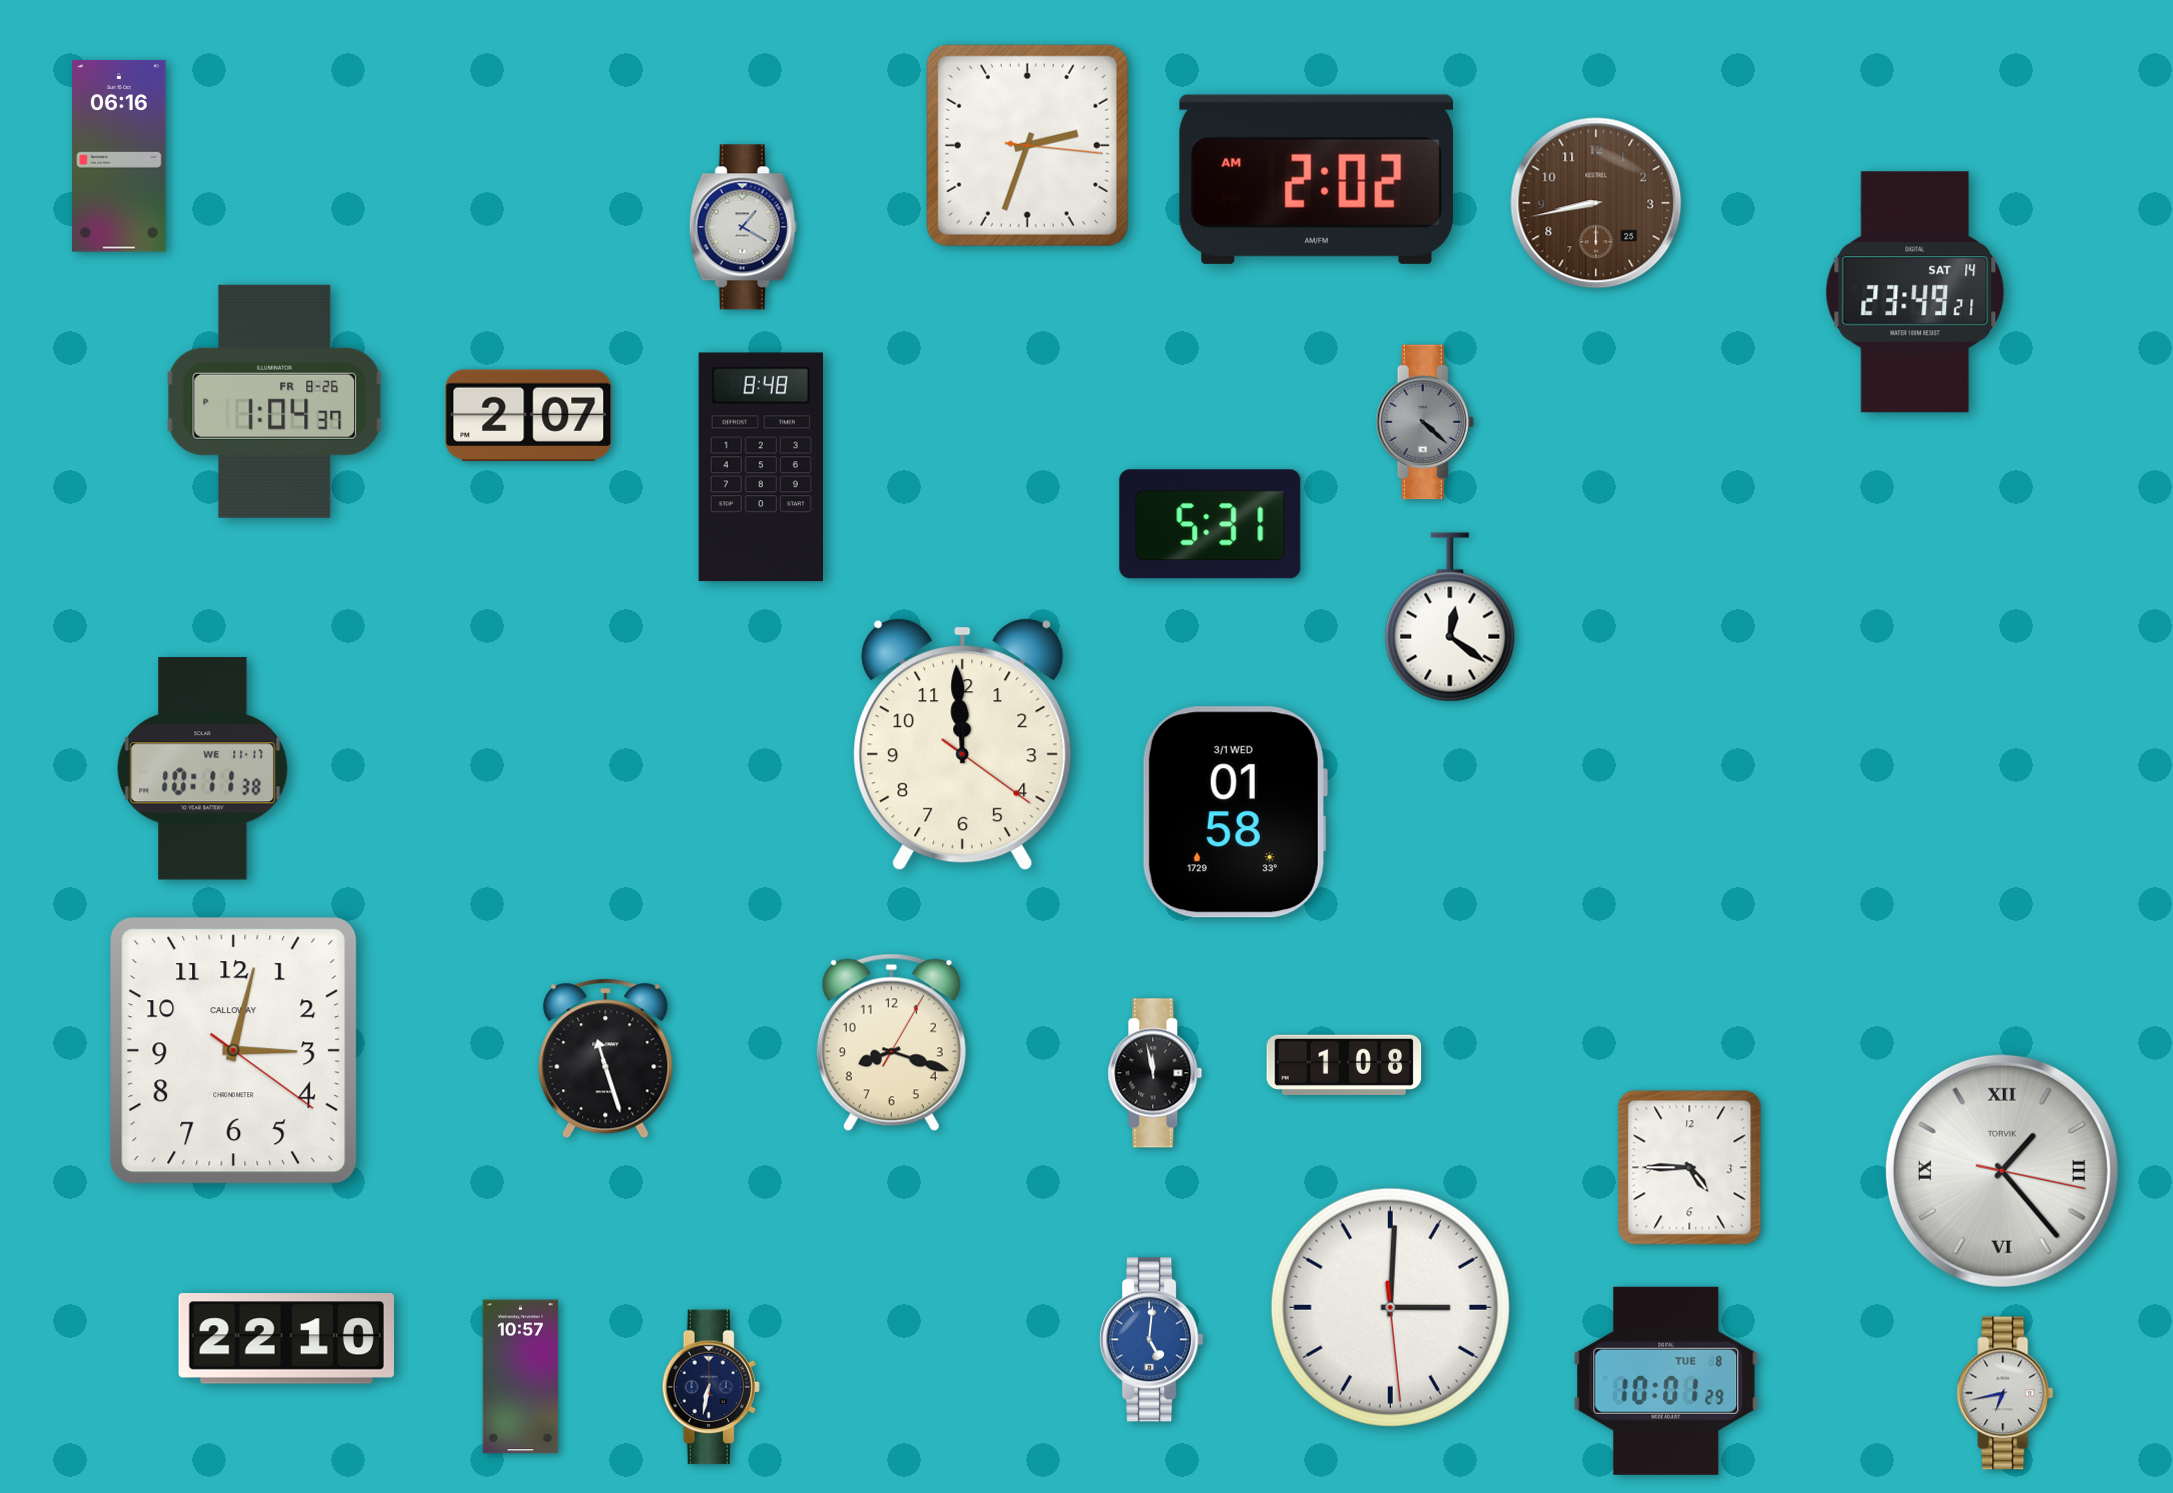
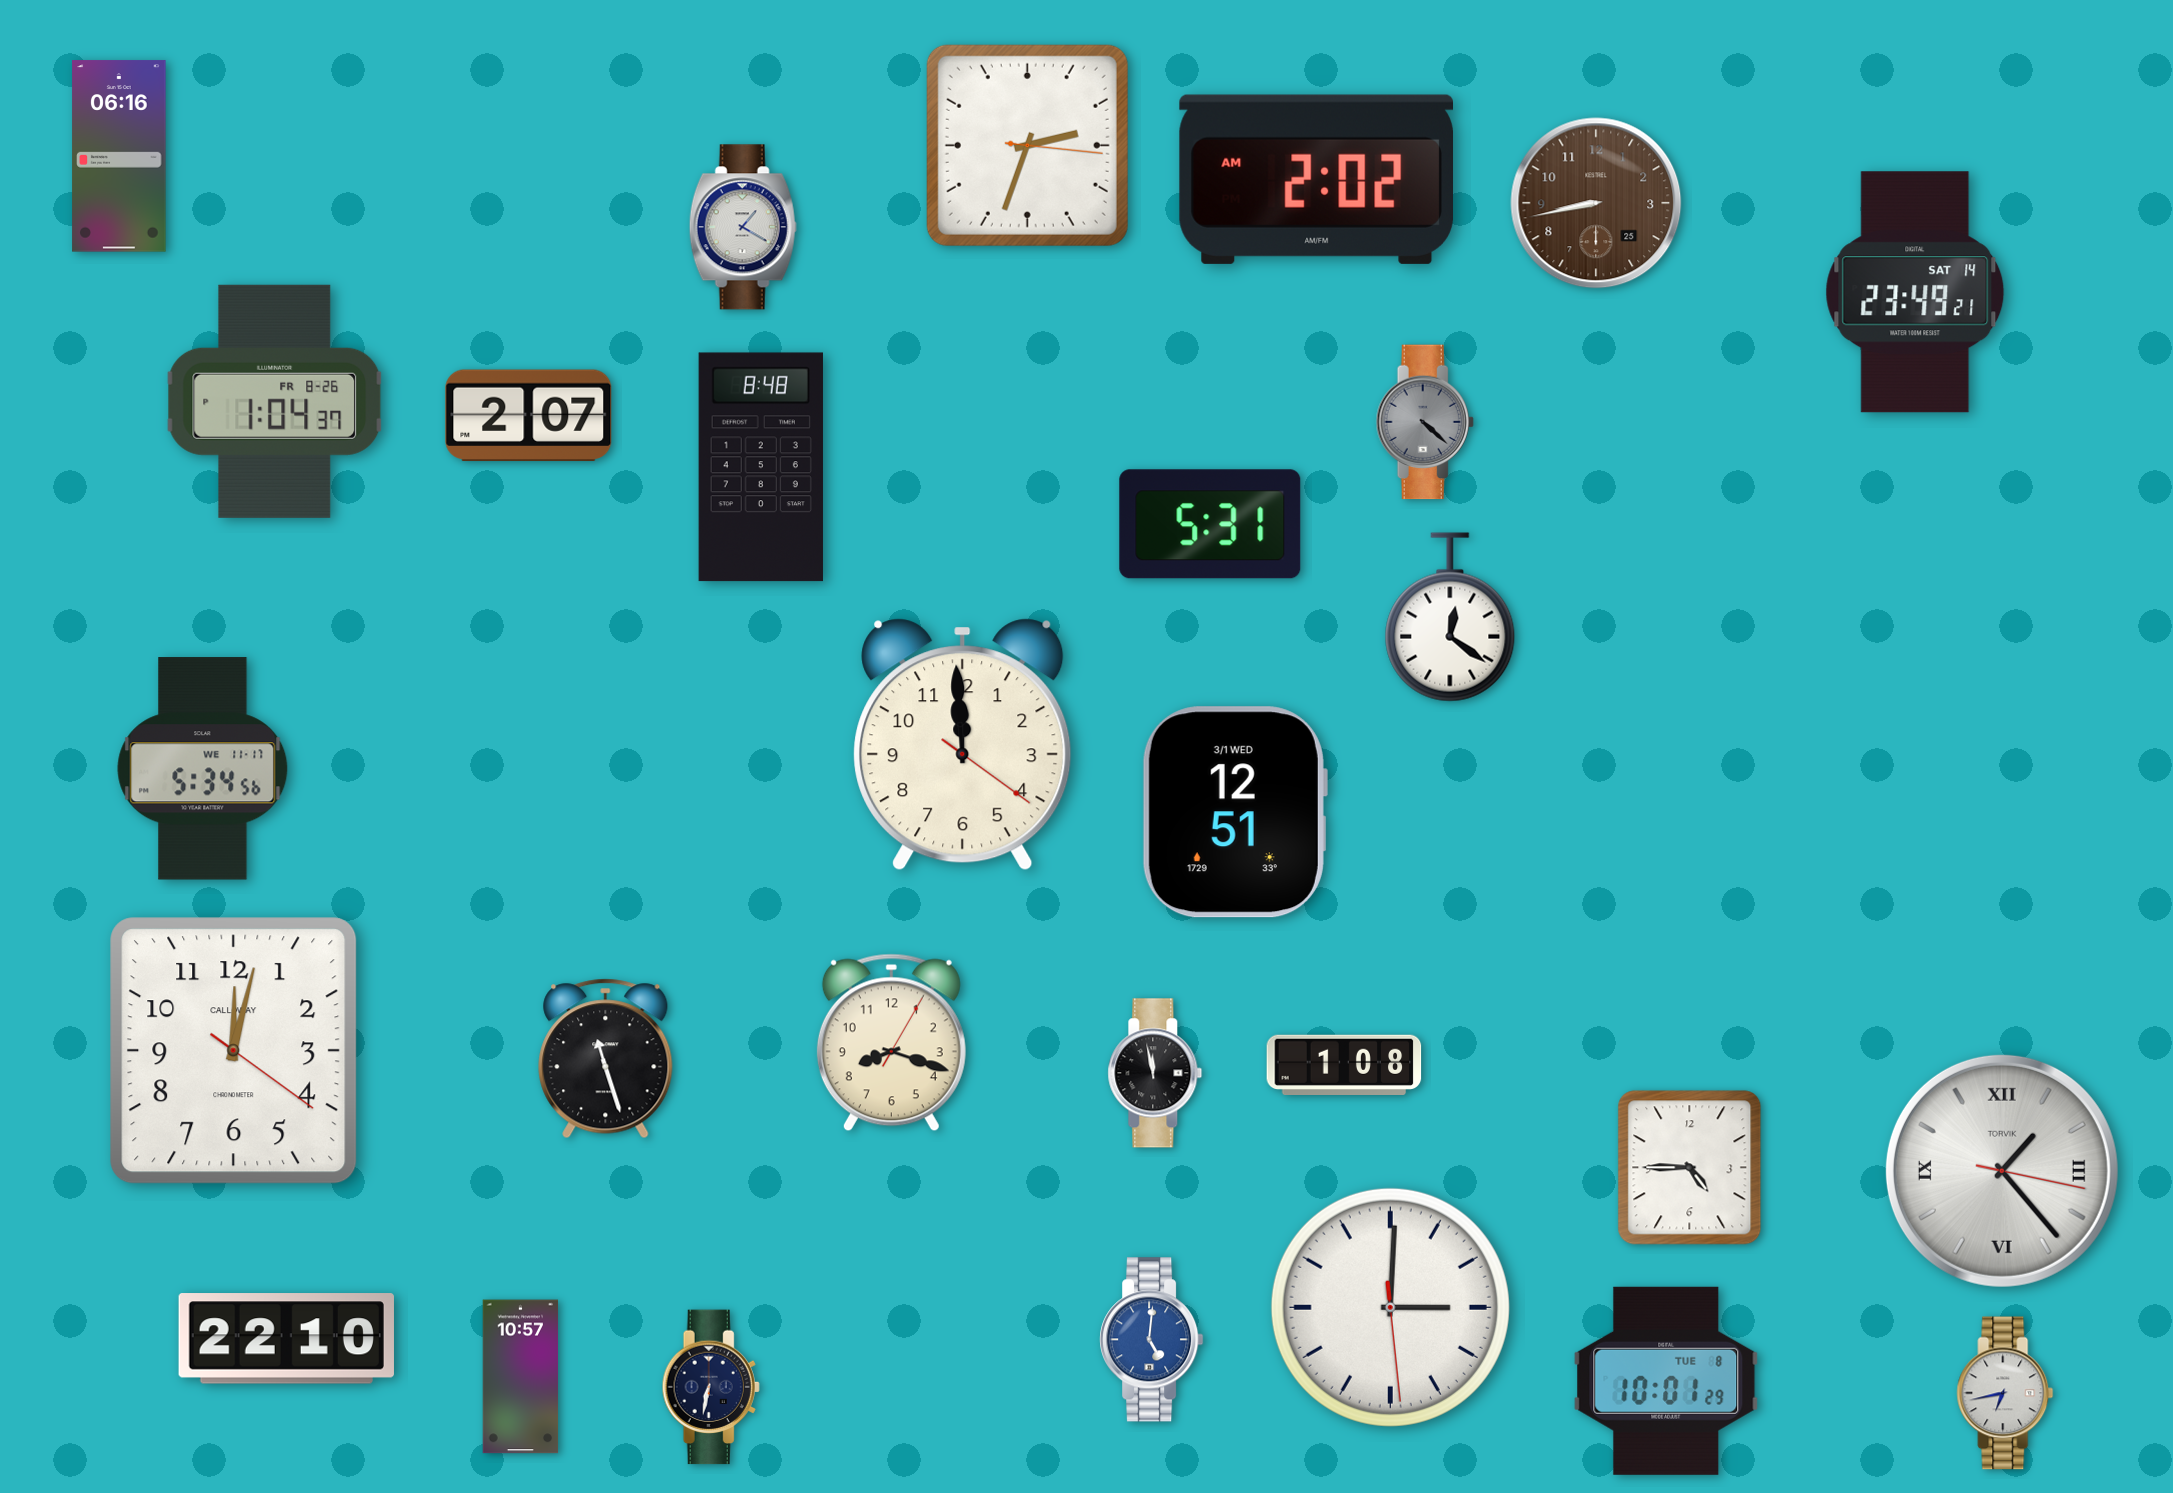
clock at (203, 769): 10:11 -> 5:34
clock at (1234, 812): 01:58 -> 12:51
clock at (234, 1051): 3:02 -> 12:02
